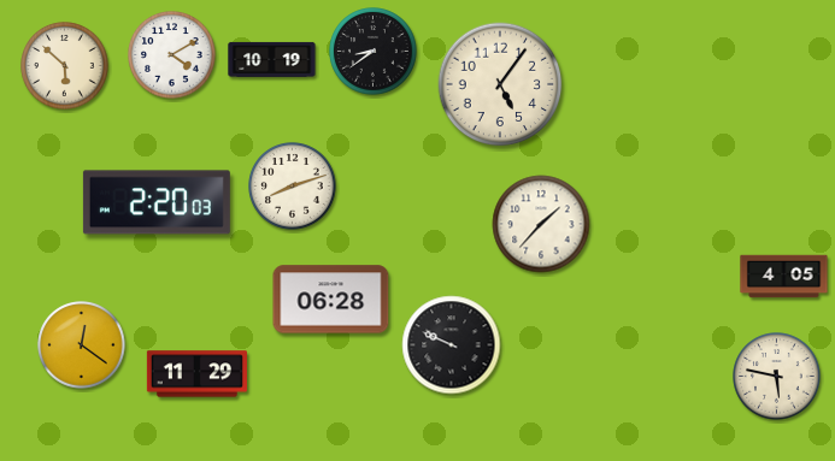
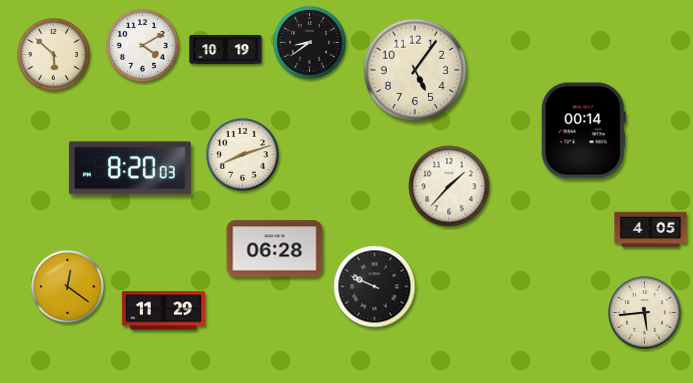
clock at (583, 131): none -> 00:14
clock at (157, 202): 2:20 -> 8:20
clock at (777, 377): 5:47 -> 5:44
